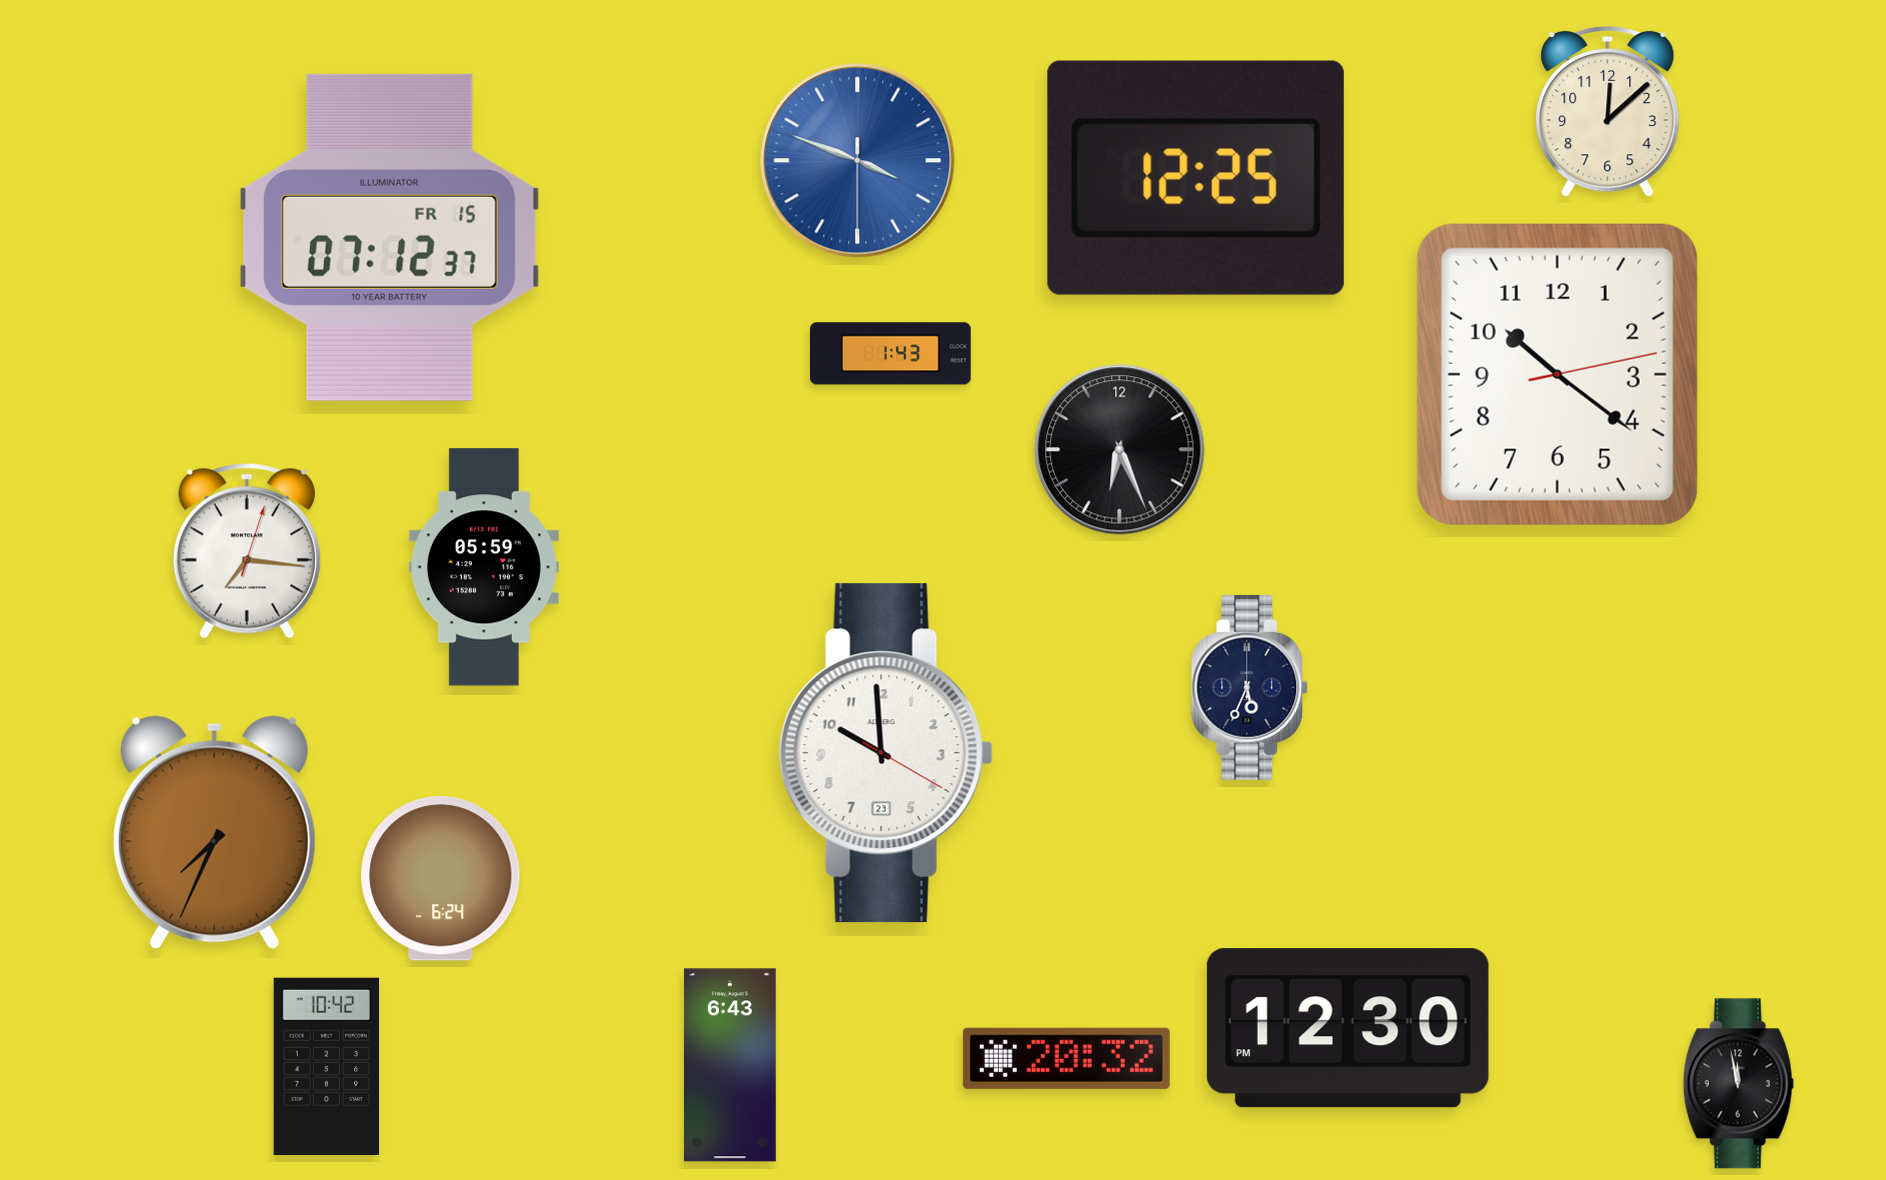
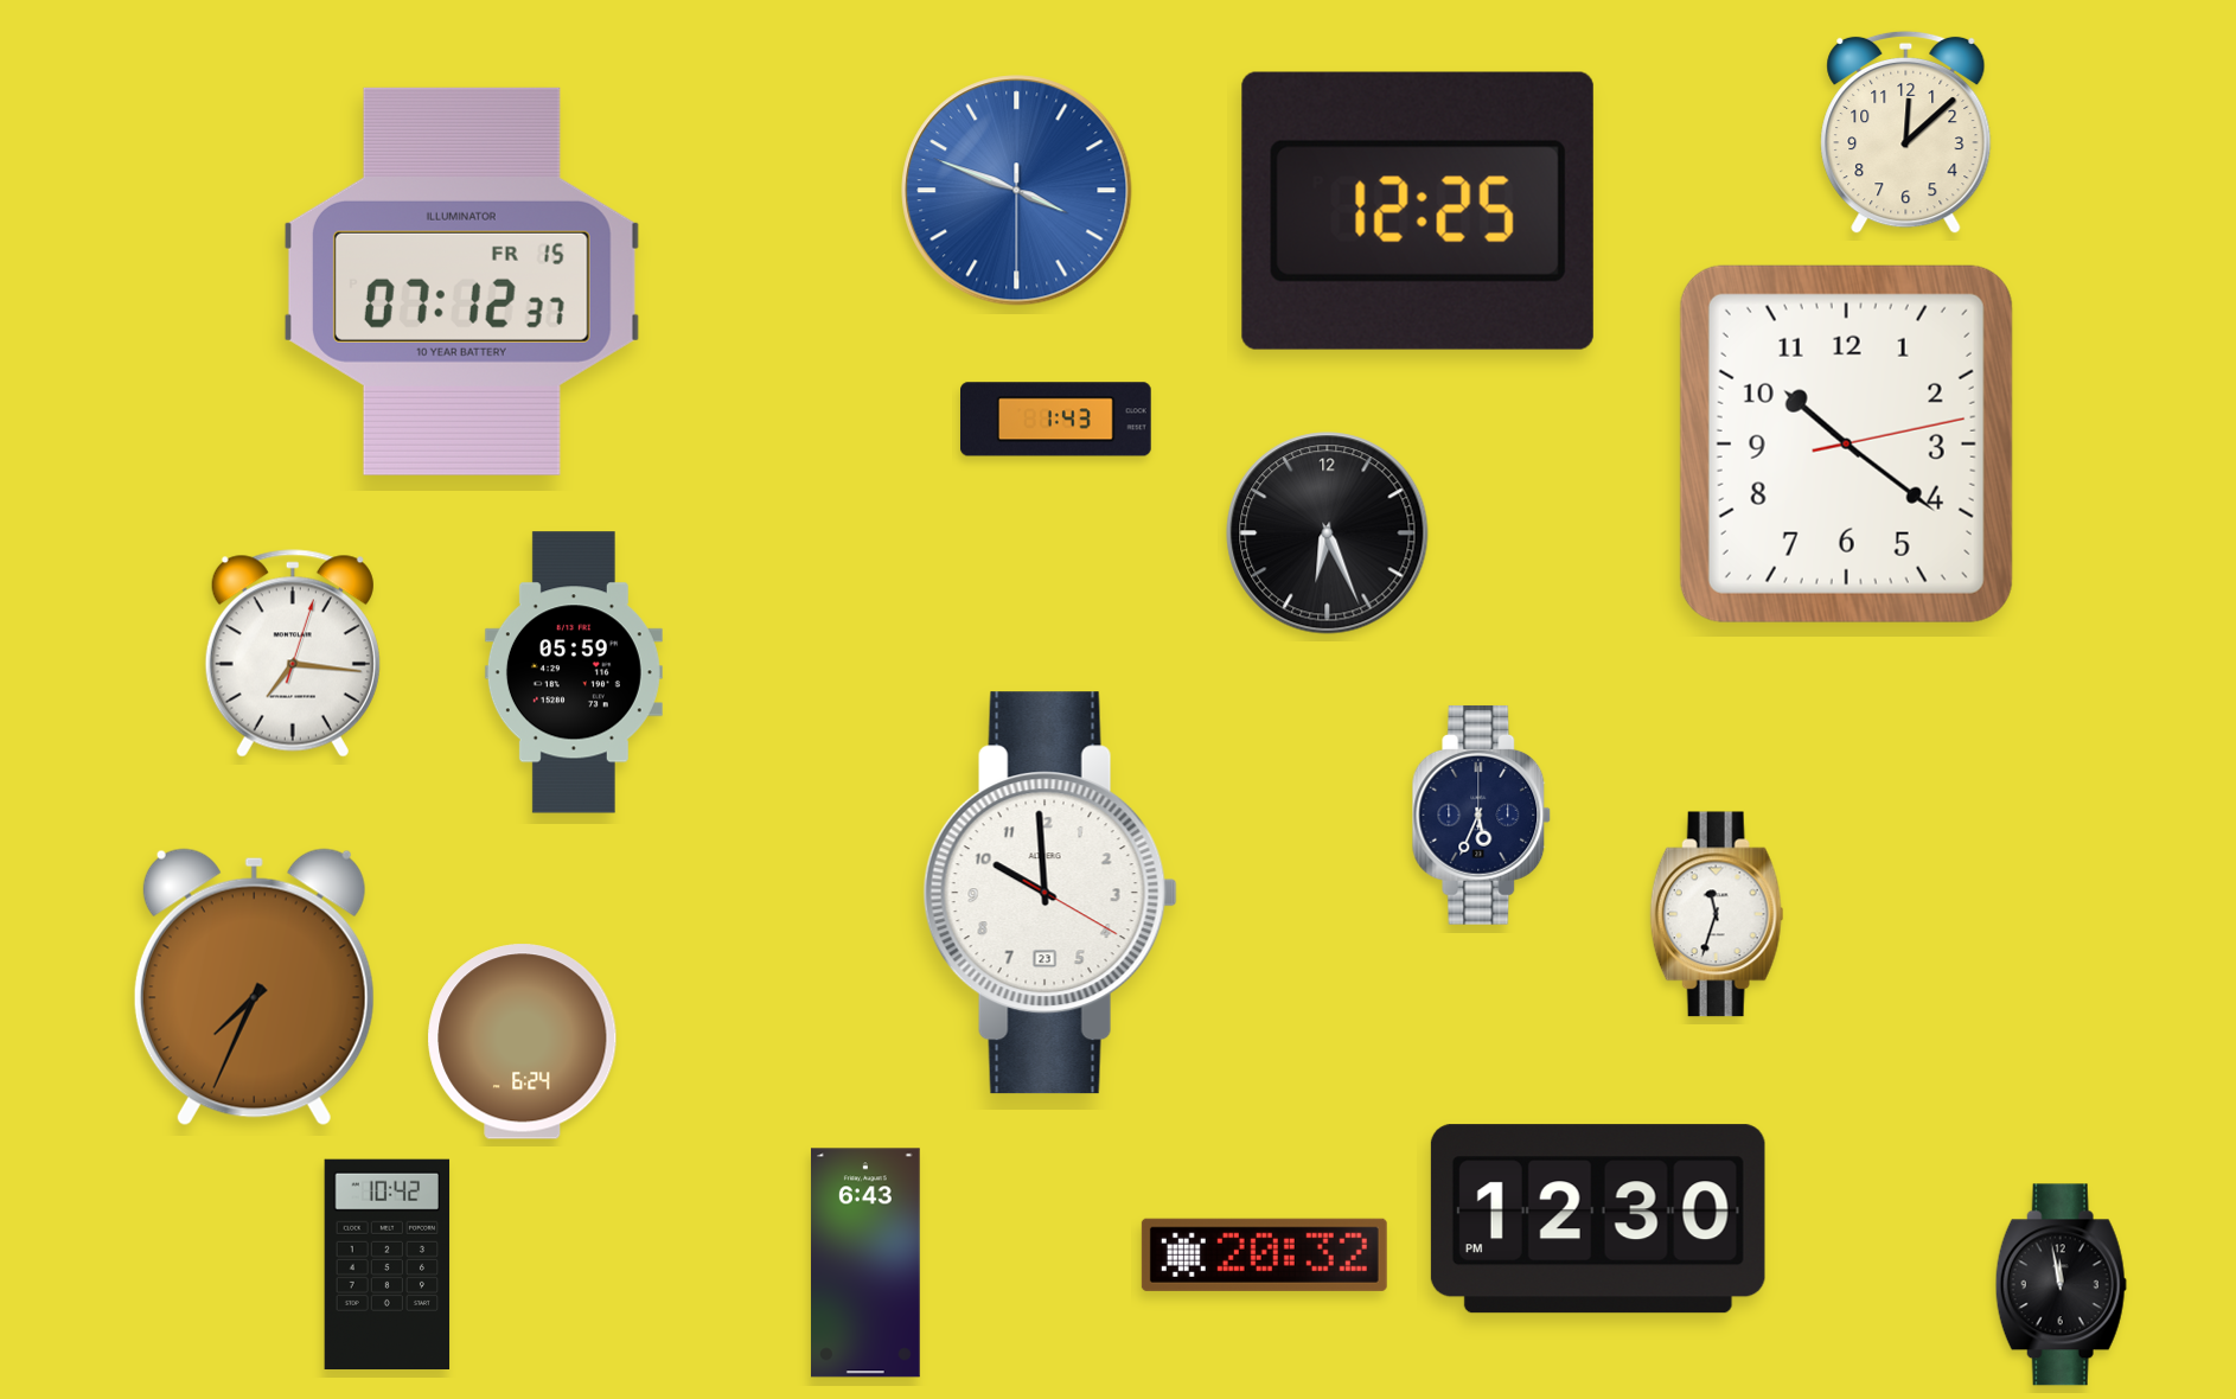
clock at (1717, 914): none -> 11:33
